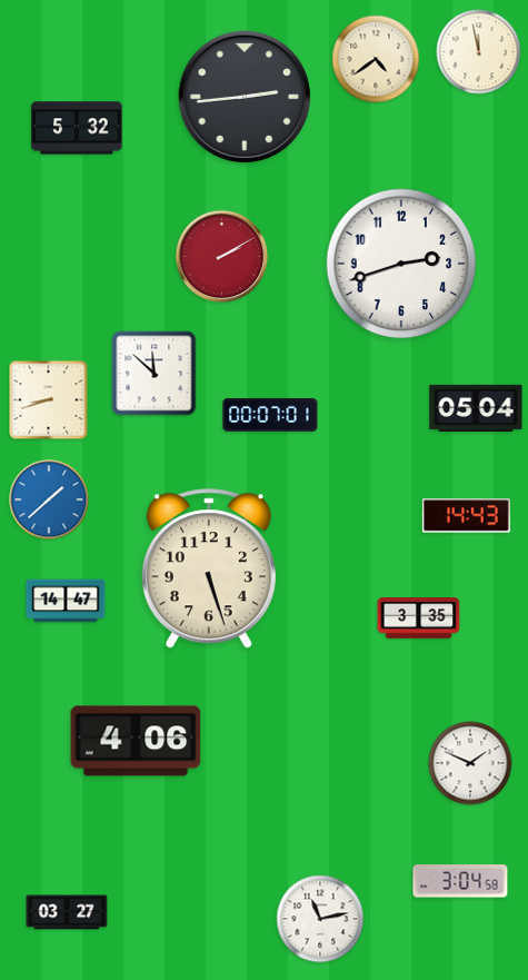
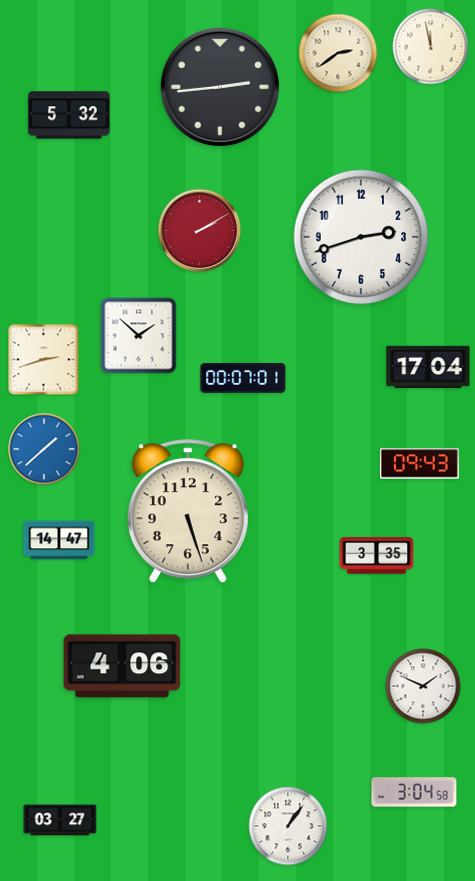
clock at (376, 59): 4:39 -> 2:39
clock at (155, 374): 11:52 -> 1:52
clock at (49, 400): 8:42 -> 2:42
clock at (476, 408): 05:04 -> 17:04
clock at (270, 415) position: (270, 415) -> (243, 378)
clock at (466, 516): 14:43 -> 09:43
clock at (320, 919): 11:13 -> 1:06
